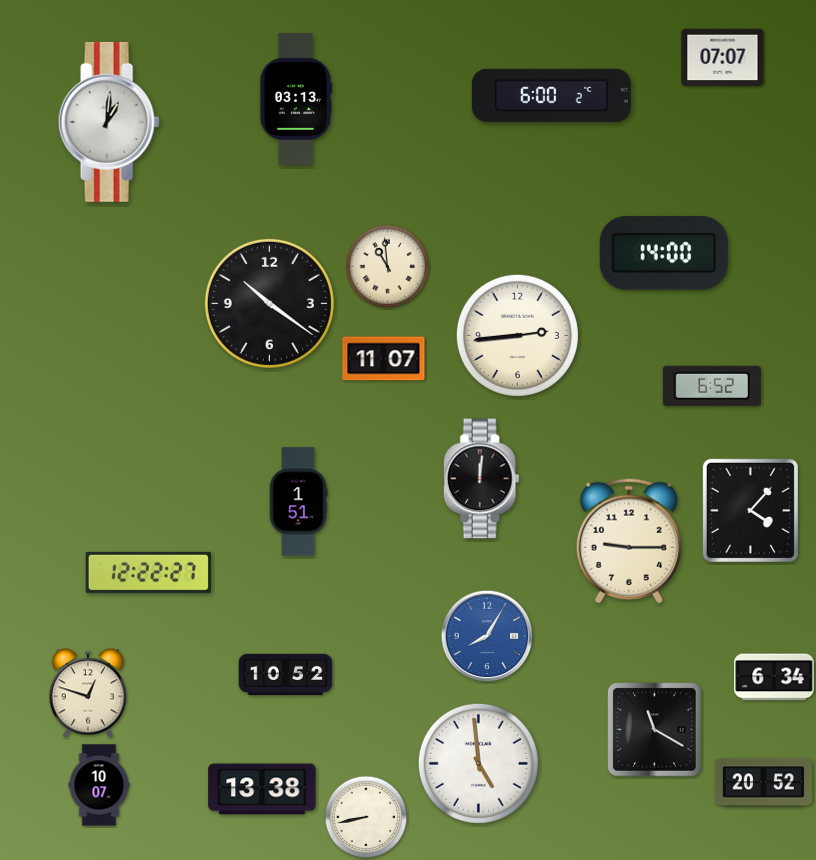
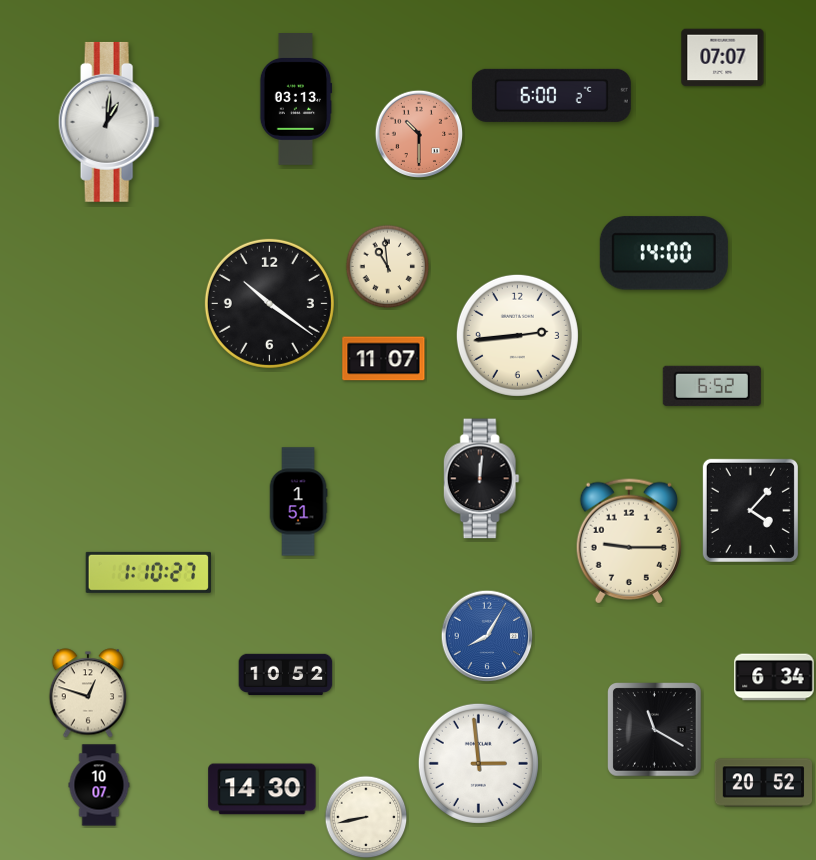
clock at (419, 134): none -> 10:30
clock at (148, 572): 12:22 -> 1:10
clock at (478, 763): 4:59 -> 2:59
clock at (262, 789): 13:38 -> 14:30
